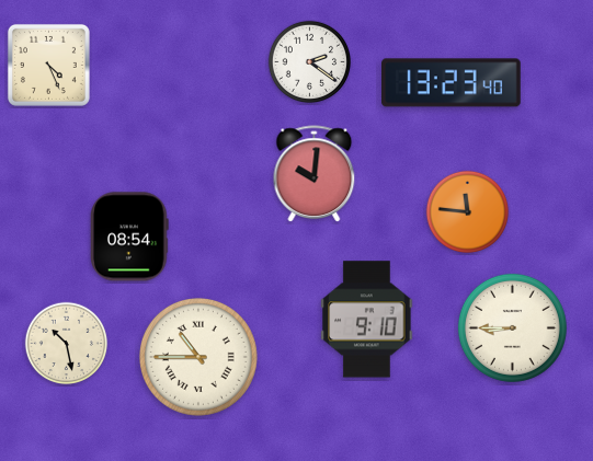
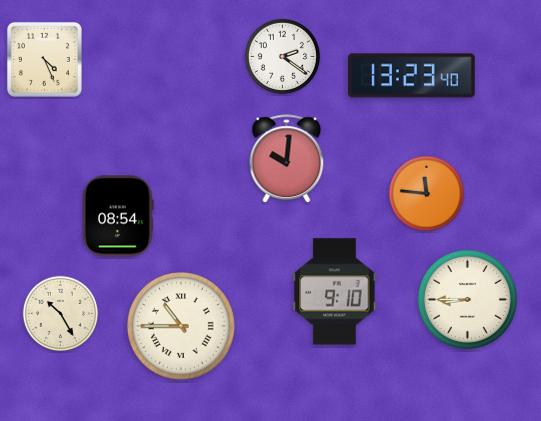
clock at (67, 344): 10:28 -> 10:25
